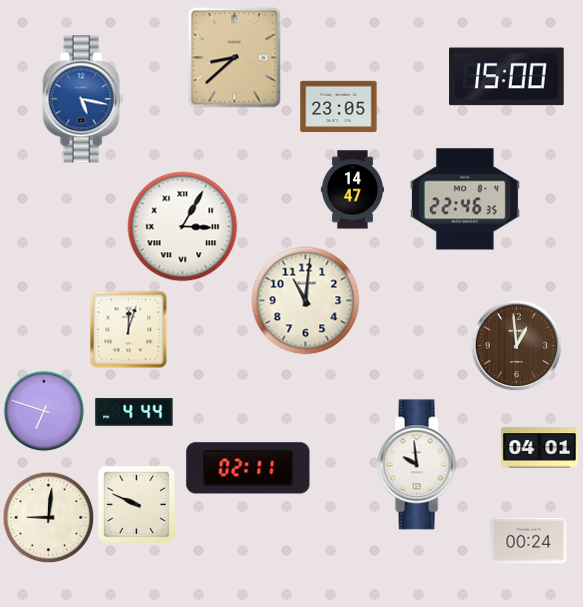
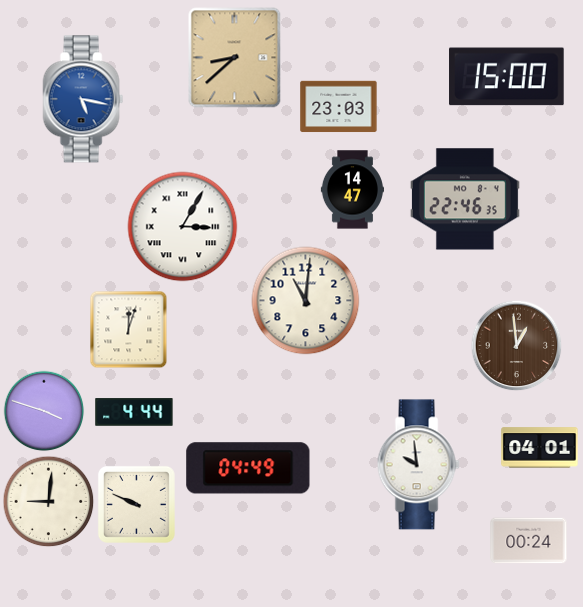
clock at (339, 107): 23:05 -> 23:03
clock at (44, 411): 6:48 -> 3:48
clock at (248, 468): 02:11 -> 04:49
clock at (48, 517) position: (48, 517) -> (48, 501)
